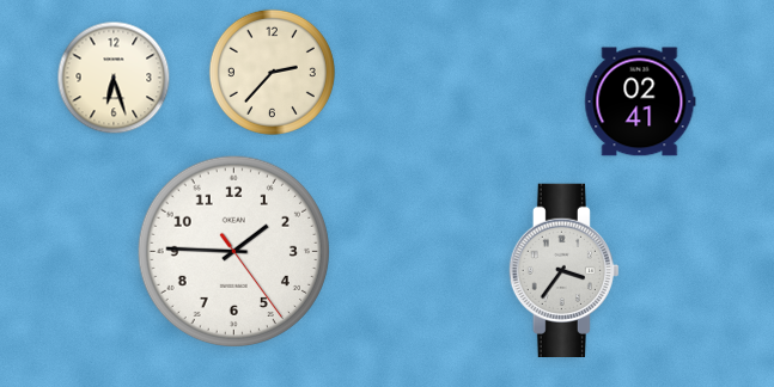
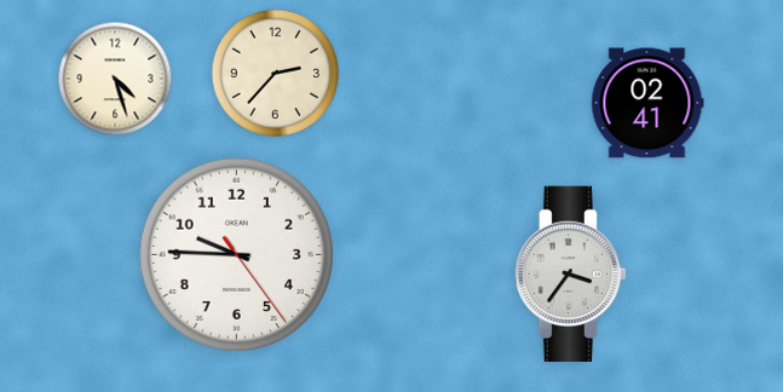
clock at (114, 78): 6:27 -> 4:27
clock at (233, 251): 1:45 -> 9:45
